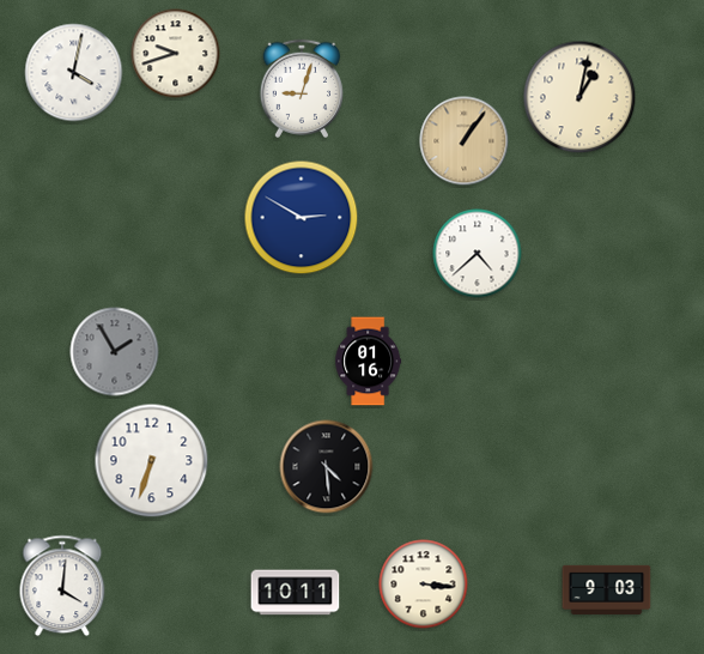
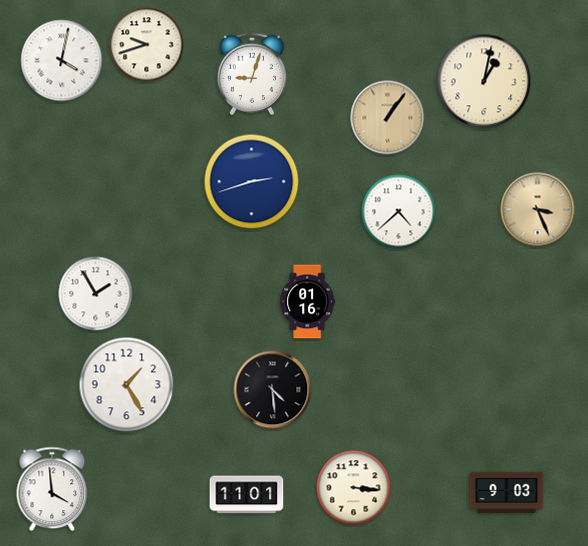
clock at (302, 218): 2:50 -> 2:42
clock at (538, 210): none -> 3:26
clock at (115, 352) dial: grey -> white
clock at (152, 461): 6:33 -> 1:25
clock at (62, 586): 4:01 -> 3:59
clock at (296, 593): 10:11 -> 11:01
